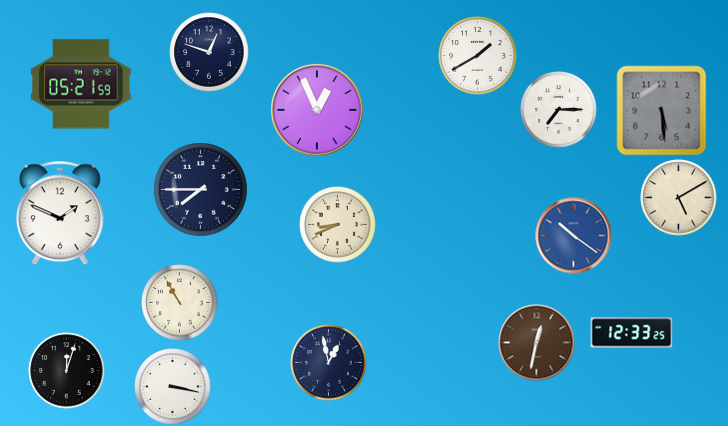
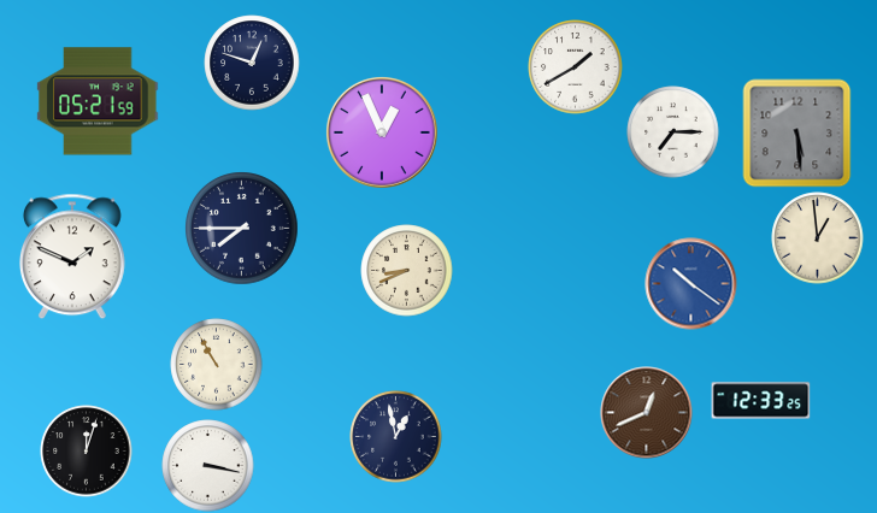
clock at (679, 198): 5:10 -> 12:59
clock at (537, 343): 12:32 -> 12:41
clock at (67, 371) position: (67, 371) -> (87, 452)
